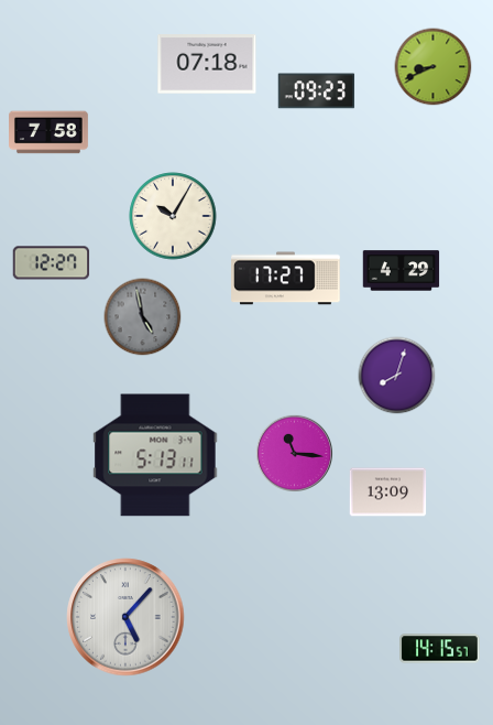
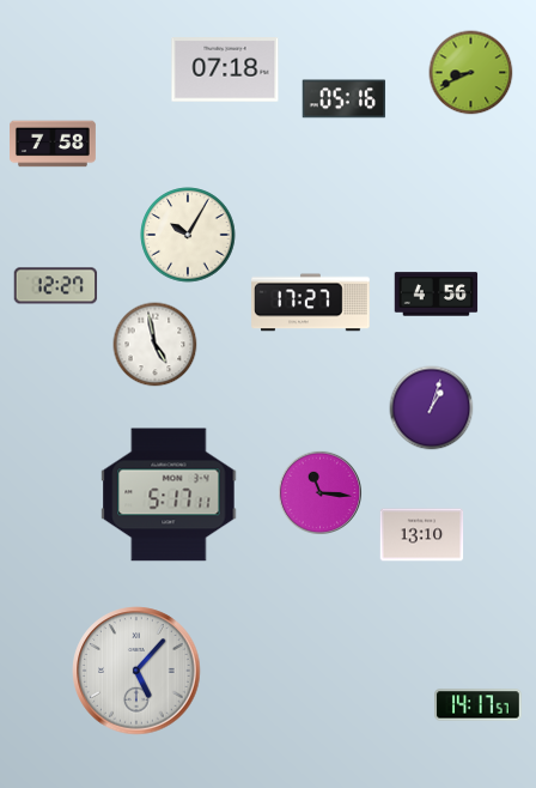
clock at (317, 91): 09:23 -> 05:16
clock at (402, 271): 4:29 -> 4:56
clock at (143, 317) dial: grey -> white
clock at (397, 376): 8:03 -> 1:03
clock at (155, 455): 5:13 -> 5:17
clock at (388, 493): 13:09 -> 13:10
clock at (440, 649): 14:15 -> 14:17
